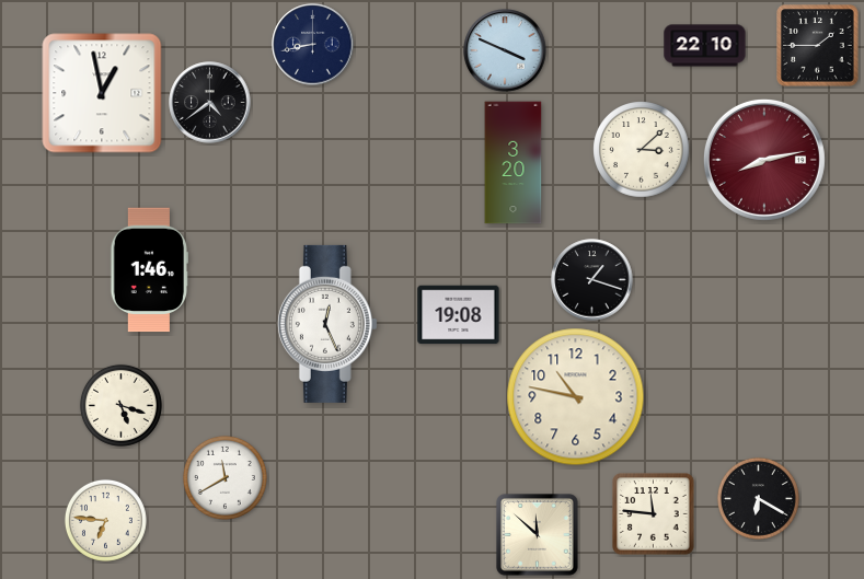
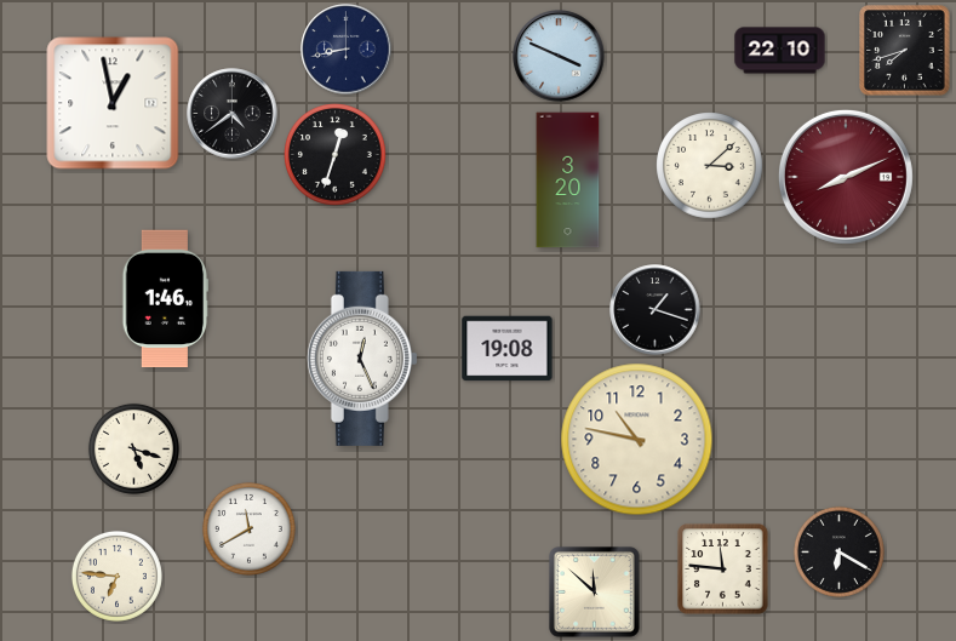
clock at (818, 46): 1:45 -> 7:42
clock at (336, 155): none -> 12:33
clock at (764, 160): 8:13 -> 8:11
